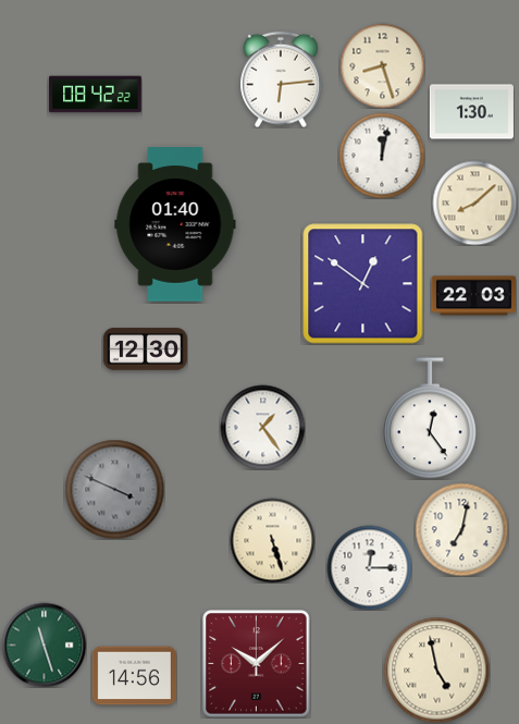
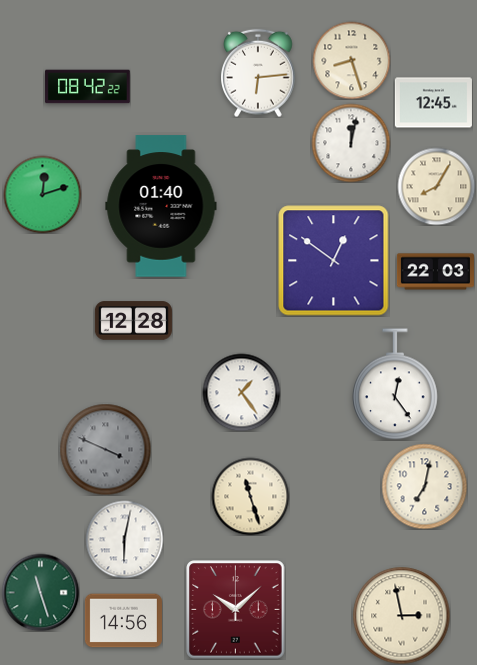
clock at (471, 112): 1:30 -> 12:45
clock at (474, 203): 8:08 -> 8:05
clock at (42, 194): none -> 12:12
clock at (145, 349): 12:30 -> 12:28
clock at (272, 540): 5:27 -> 11:27
clock at (369, 567): 12:15 -> none
clock at (124, 539): none -> 6:02
clock at (436, 670): 4:58 -> 2:58
